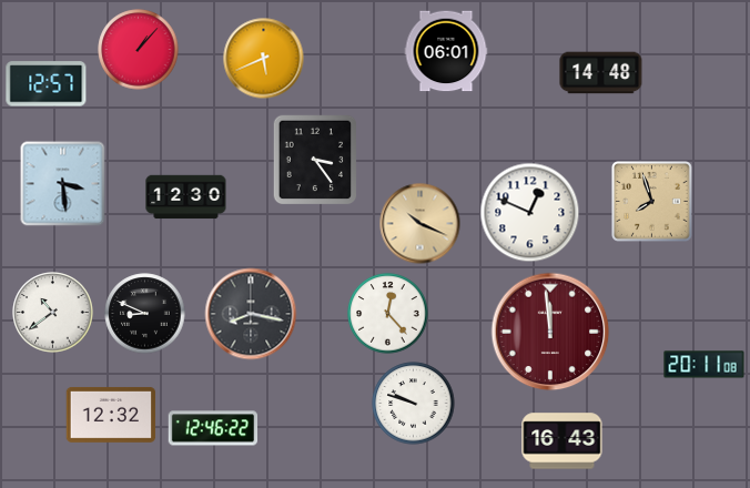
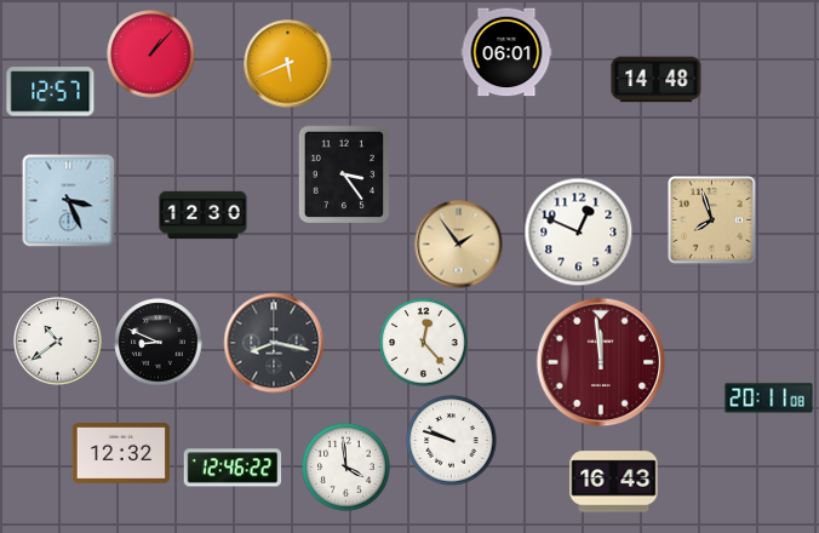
clock at (446, 51) position: (446, 51) -> (506, 52)
clock at (63, 184): 3:29 -> 3:26
clock at (420, 224): 10:19 -> 1:54
clock at (346, 468): none -> 3:59
